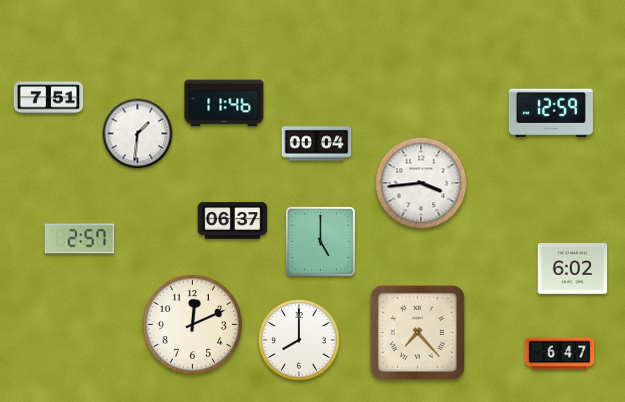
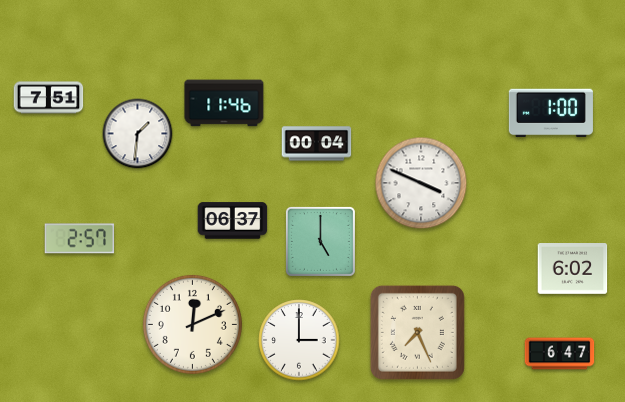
clock at (551, 113): 12:59 -> 1:00
clock at (421, 183): 3:44 -> 3:49
clock at (417, 332): 7:23 -> 7:26
clock at (299, 340): 8:00 -> 3:00
